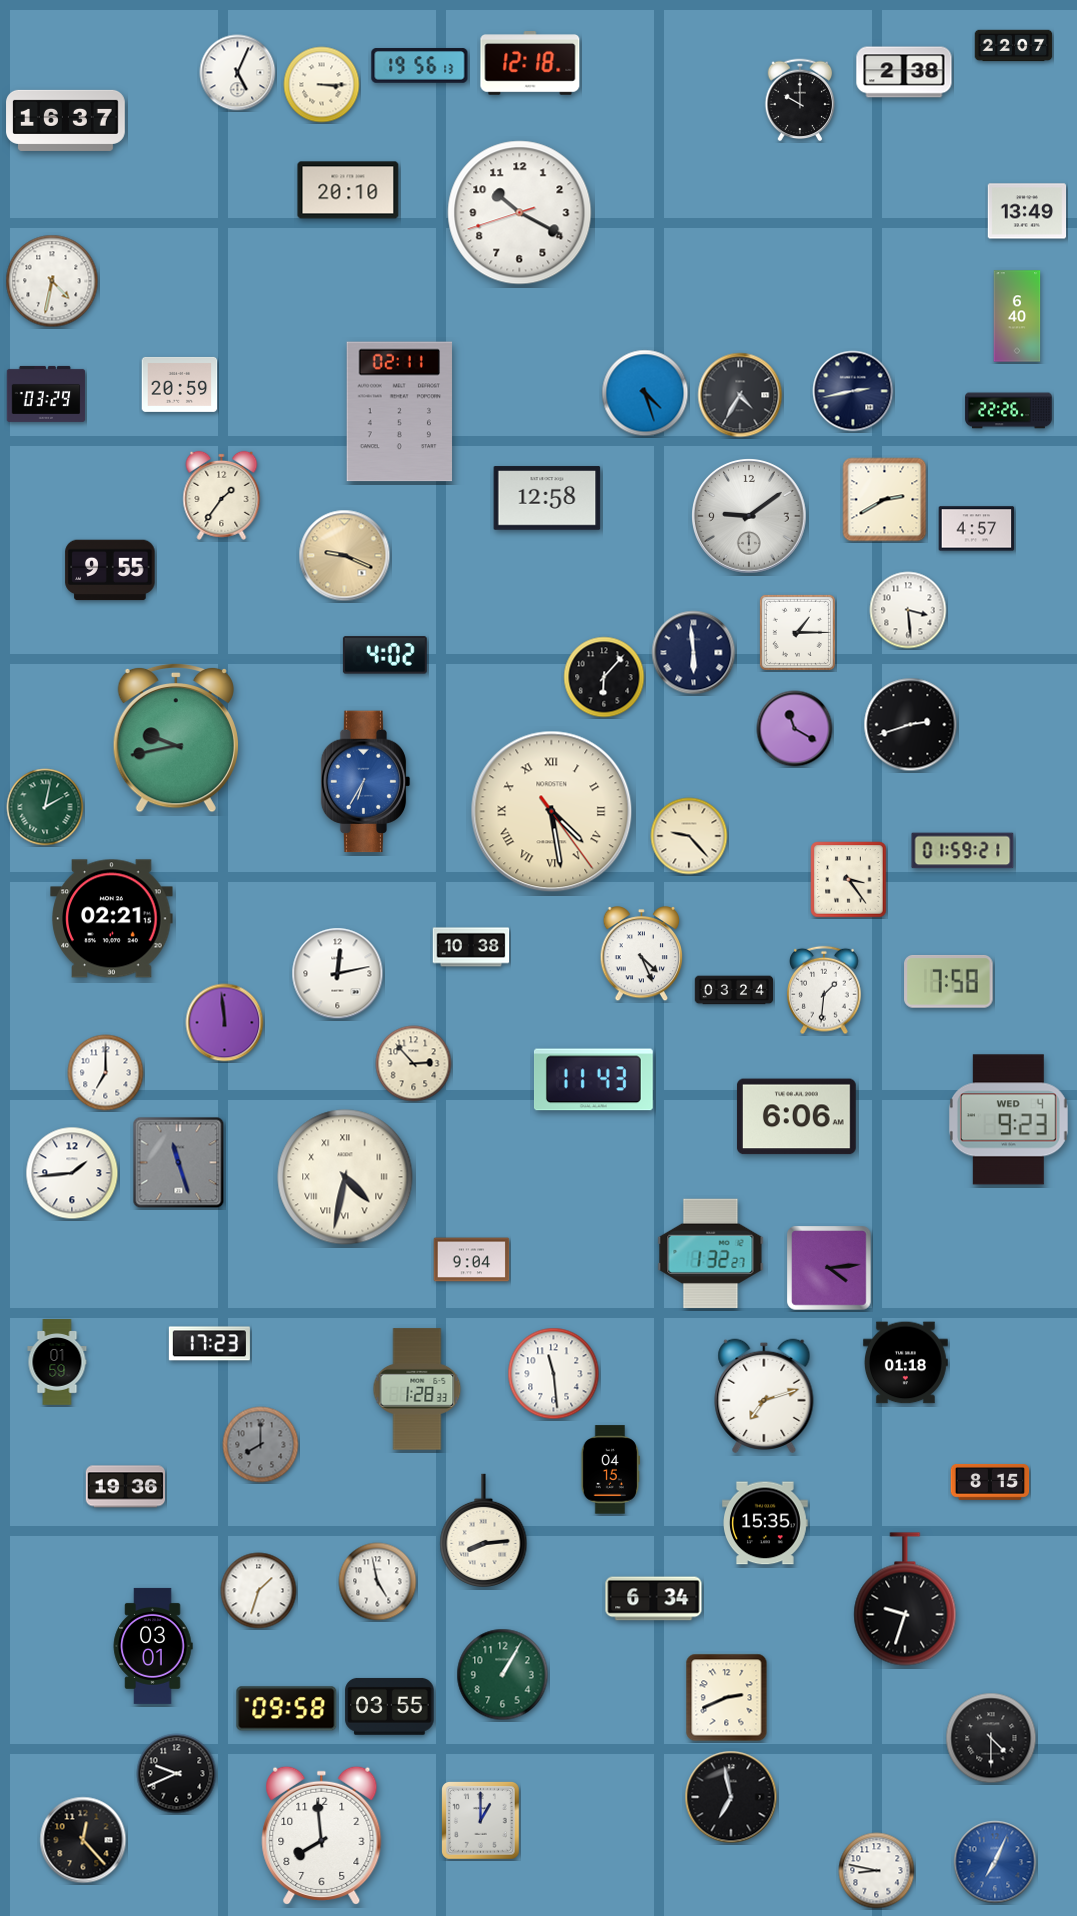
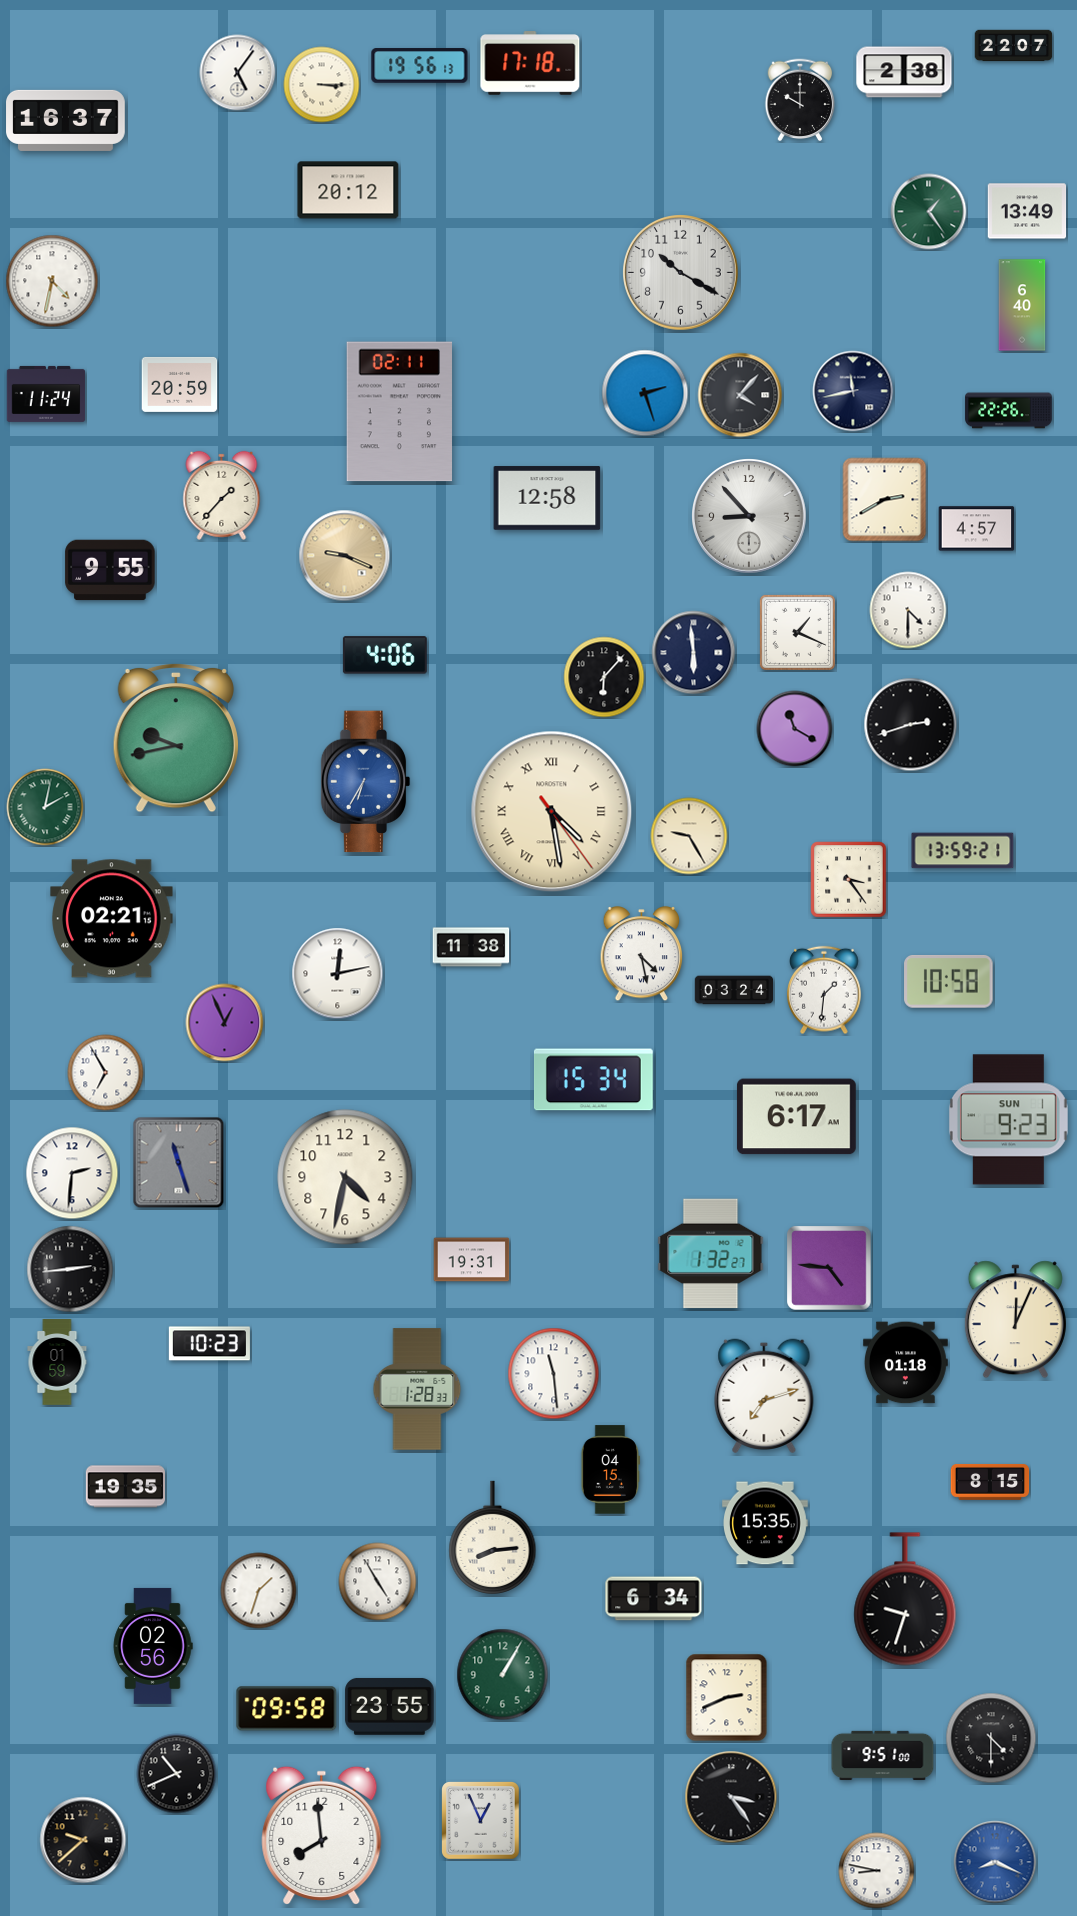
clock at (530, 63): 12:18 -> 17:18
clock at (238, 73): 5:04 -> 5:06
clock at (348, 190): 20:10 -> 20:12
clock at (929, 212): none -> 1:24
clock at (520, 213): 10:19 -> none
clock at (681, 273): none -> 10:20
clock at (1017, 316) position: (1017, 316) -> (1022, 305)
clock at (853, 391): 2:43 -> 11:43
clock at (645, 393): 4:27 -> 2:27
clock at (46, 394): 03:29 -> 11:24
clock at (740, 395): 4:35 -> 4:07
clock at (222, 495): 1:36 -> 1:37
clock at (750, 517): 9:09 -> 8:53
clock at (908, 610): 3:29 -> 4:30
clock at (797, 632): 1:15 -> 1:19
clock at (385, 655): 4:02 -> 4:06
clock at (689, 836): 9:23 -> 9:25
clock at (963, 851): 01:59 -> 13:59
clock at (471, 947): 10:38 -> 11:38
clock at (642, 954): 4:26 -> 4:28
clock at (949, 982): 7:58 -> 10:58
clock at (225, 1023): 11:59 -> 12:56
clock at (414, 1064): 2:53 -> none
clock at (106, 1073): 7:00 -> 6:55
clock at (593, 1080): 11:43 -> 15:34
clock at (796, 1117): 6:06 -> 6:17
clock at (1008, 1120) date: WED 4 -> SUN 1
clock at (72, 1173): 1:44 -> 2:31
clock at (345, 1177) numerals: Roman -> Arabic
clock at (472, 1260): 9:04 -> 19:31
clock at (829, 1268): 4:14 -> 4:46
clock at (70, 1269): none -> 2:44
clock at (1015, 1320): none -> 12:04
clock at (209, 1344): 17:23 -> 10:23
clock at (261, 1445): 8:00 -> none
clock at (125, 1487): 19:36 -> 19:35
clock at (484, 1530) position: (484, 1530) -> (493, 1537)
clock at (378, 1582): 4:58 -> 4:55
clock at (153, 1646): 03:01 -> 02:56
clock at (390, 1706): 03:55 -> 23:55
clock at (883, 1756): none -> 9:51
clock at (177, 1774): 9:41 -> 10:41
clock at (731, 1797): 6:58 -> 3:24
clock at (481, 1821): 1:00 -> 12:56
clock at (83, 1840): 12:23 -> 9:38
clock at (995, 1862): 7:04 -> 8:19
